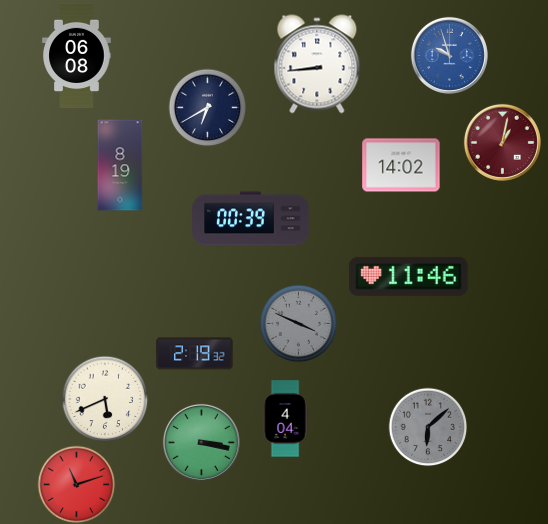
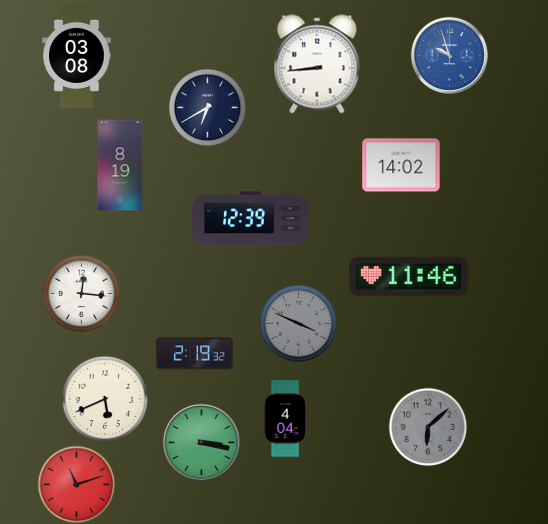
clock at (77, 56): 06:08 -> 03:08
clock at (502, 142): 1:02 -> none
clock at (251, 219): 00:39 -> 12:39
clock at (81, 293): none -> 12:16
